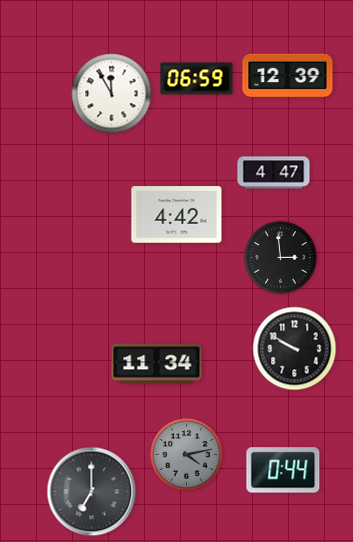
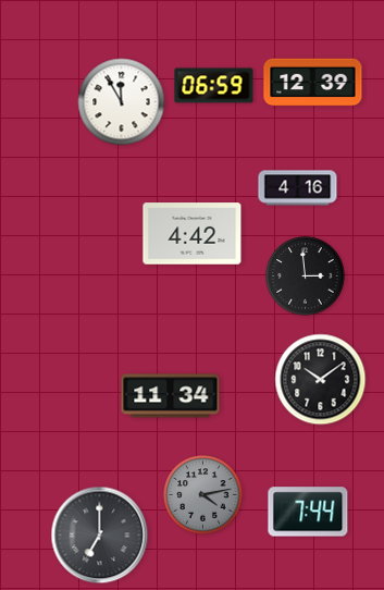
clock at (274, 173): 4:47 -> 4:16
clock at (281, 258) position: (281, 258) -> (306, 276)
clock at (295, 349): 9:50 -> 10:09
clock at (283, 470): 0:44 -> 7:44
